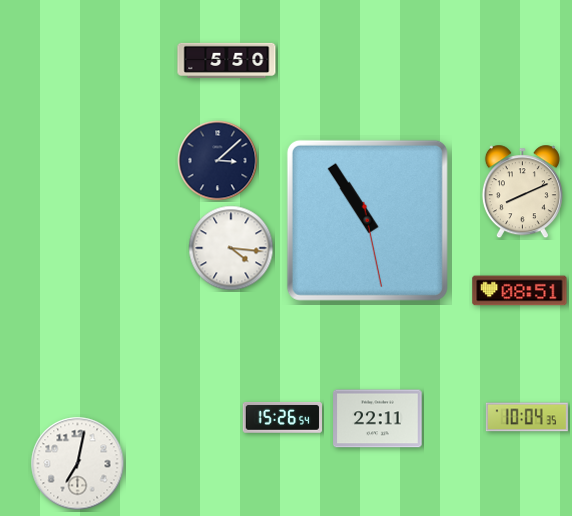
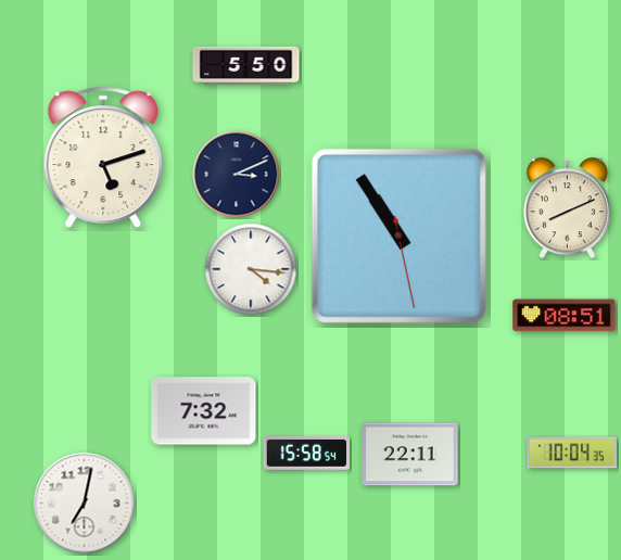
clock at (103, 157): none -> 5:12
clock at (218, 161): 3:08 -> 3:11
clock at (367, 220) position: (367, 220) -> (398, 236)
clock at (204, 411): none -> 7:32
clock at (282, 418): 15:26 -> 15:58
